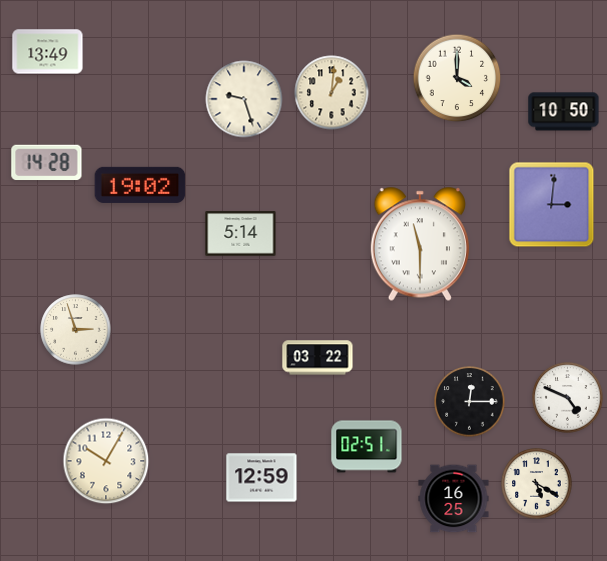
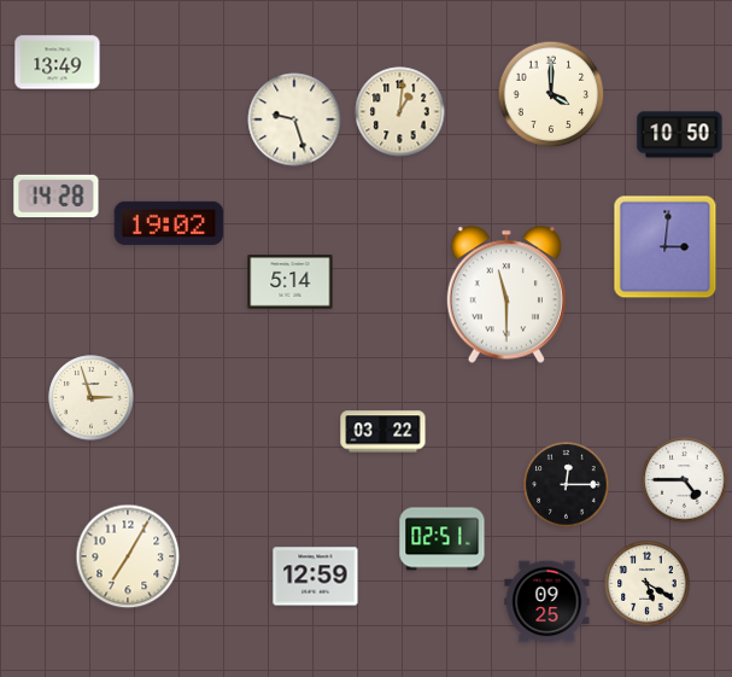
clock at (568, 398): 4:49 -> 4:45
clock at (106, 461): 10:05 -> 7:05
clock at (454, 499): 16:25 -> 09:25
